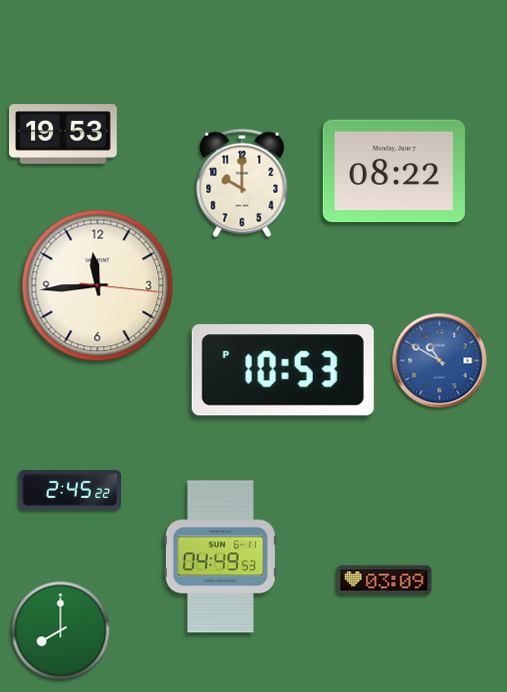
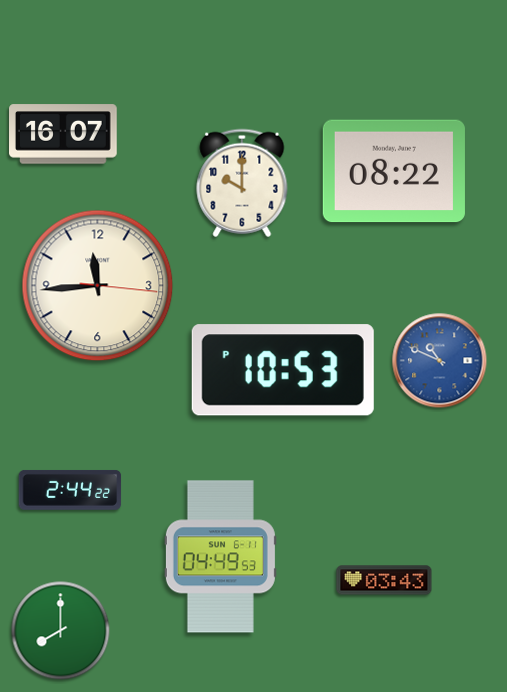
clock at (64, 134): 19:53 -> 16:07
clock at (440, 361): 10:50 -> 10:49
clock at (70, 490): 2:45 -> 2:44
clock at (384, 580): 03:09 -> 03:43
